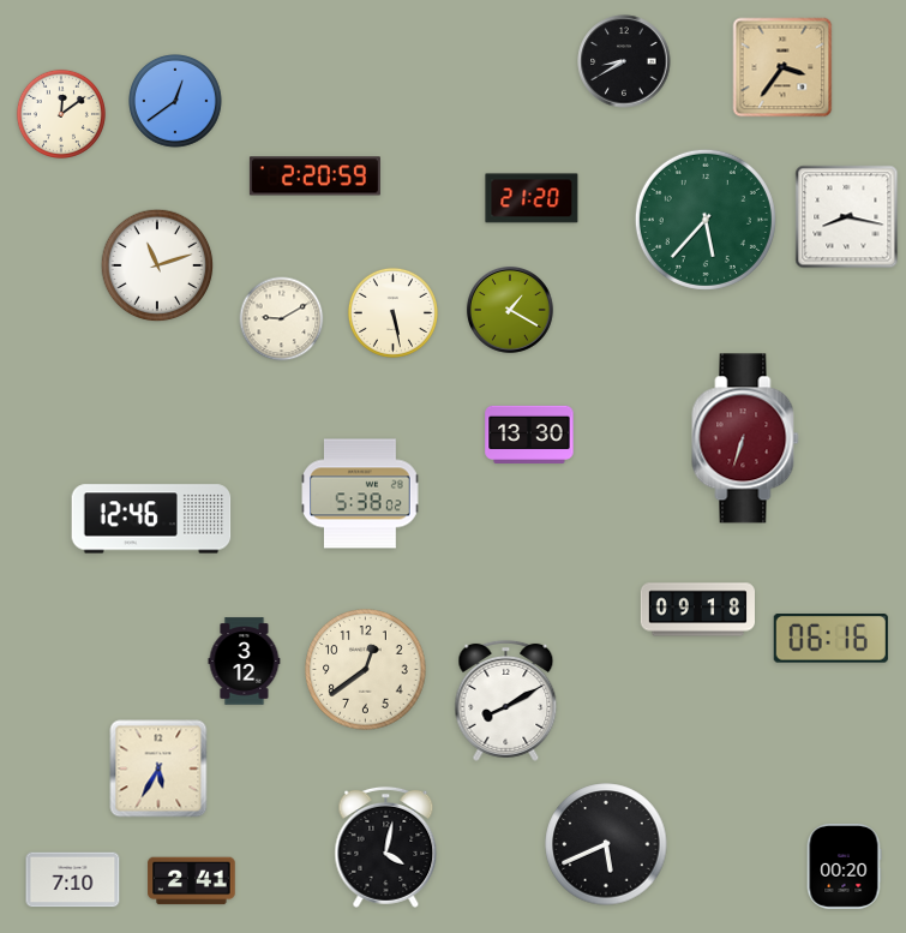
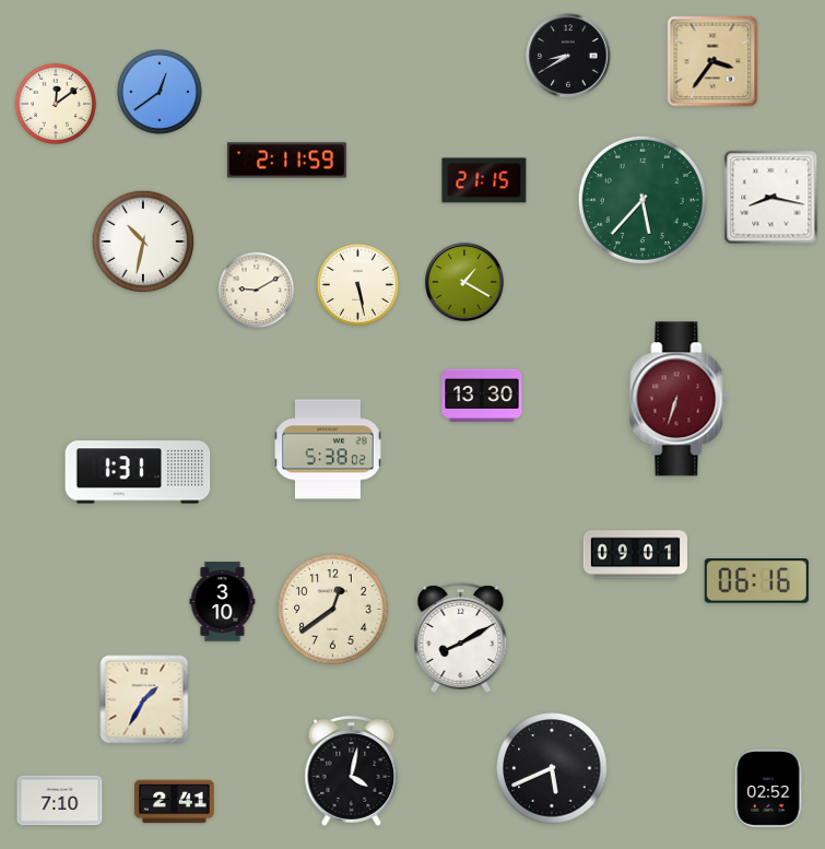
clock at (314, 177): 2:20 -> 2:11
clock at (532, 198): 21:20 -> 21:15
clock at (157, 265): 11:12 -> 10:32
clock at (151, 519): 12:46 -> 1:31
clock at (697, 610): 09:18 -> 09:01
clock at (245, 662): 3:12 -> 3:10
clock at (158, 768): 5:35 -> 1:35
clock at (844, 866): 00:20 -> 02:52
clock at (73, 880) position: (73, 880) -> (60, 801)
